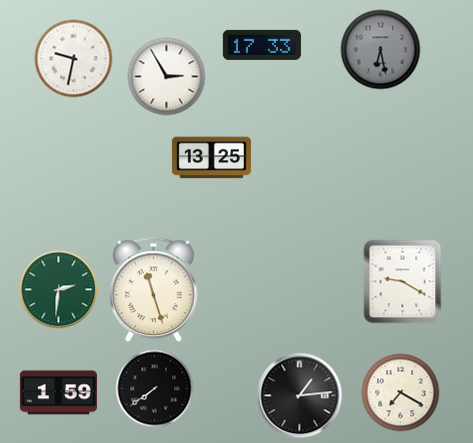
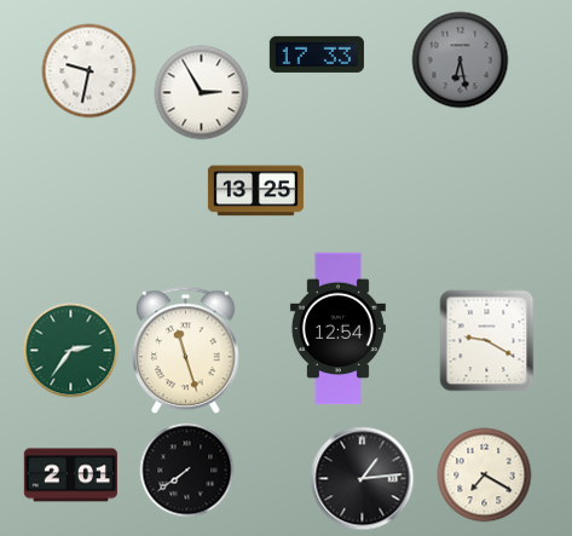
clock at (337, 329): none -> 12:54
clock at (58, 289): 2:31 -> 2:36
clock at (58, 393): 1:59 -> 2:01
